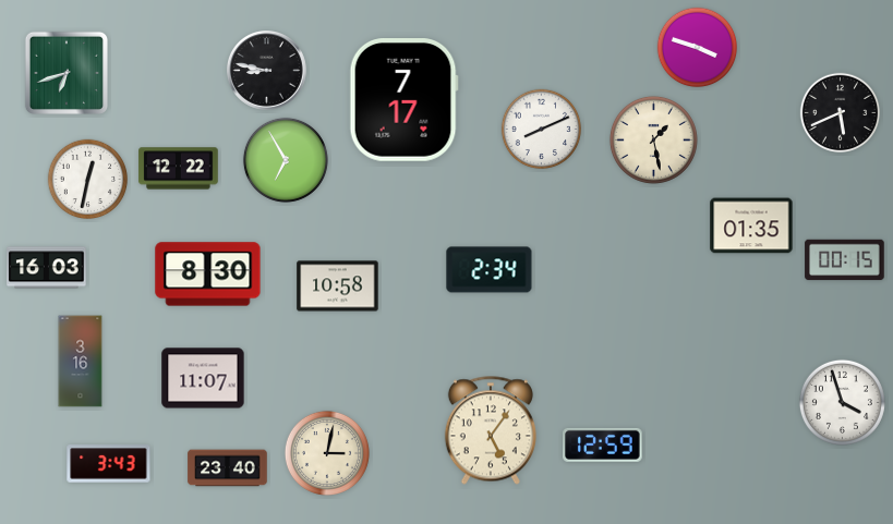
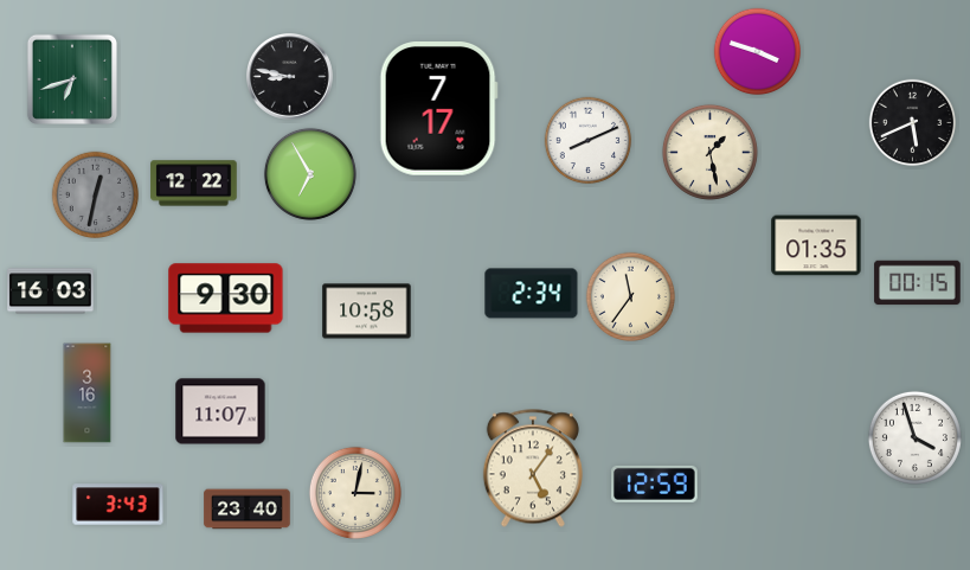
clock at (88, 180) dial: white -> grey
clock at (630, 296): none -> 11:36
clock at (208, 275): 8:30 -> 9:30
